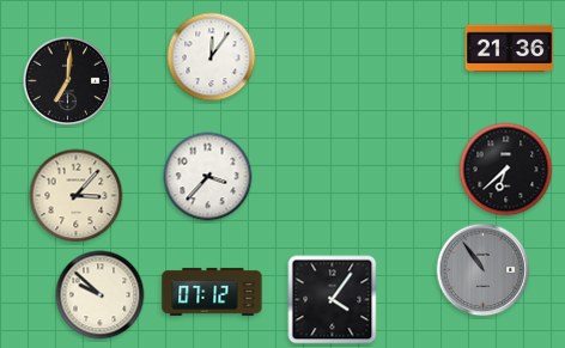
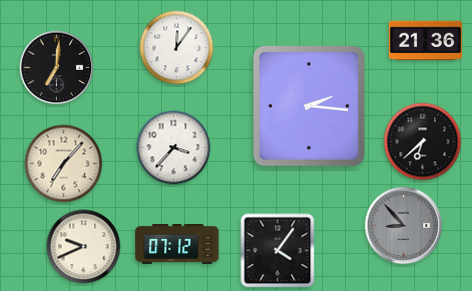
clock at (309, 106): none -> 2:16
clock at (77, 196): 3:07 -> 7:07
clock at (484, 270): 10:54 -> 8:53
clock at (101, 295): 9:52 -> 9:41
